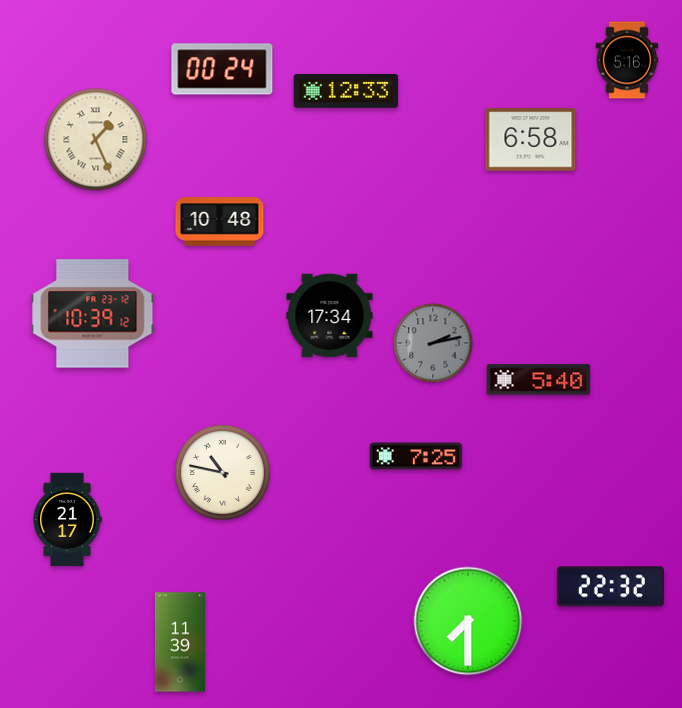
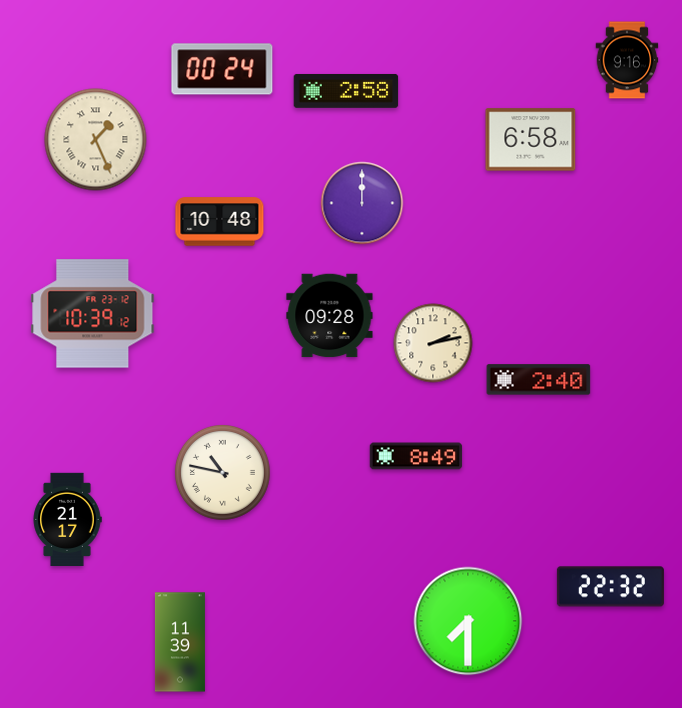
clock at (627, 60): 5:16 -> 9:16
clock at (346, 91): 12:33 -> 2:58
clock at (362, 203): none -> 12:00
clock at (330, 316): 17:34 -> 09:28
clock at (433, 343) dial: grey -> cream
clock at (539, 380): 5:40 -> 2:40
clock at (416, 456): 7:25 -> 8:49
